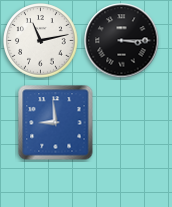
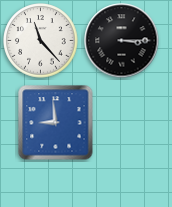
clock at (41, 41): 11:13 -> 11:23
